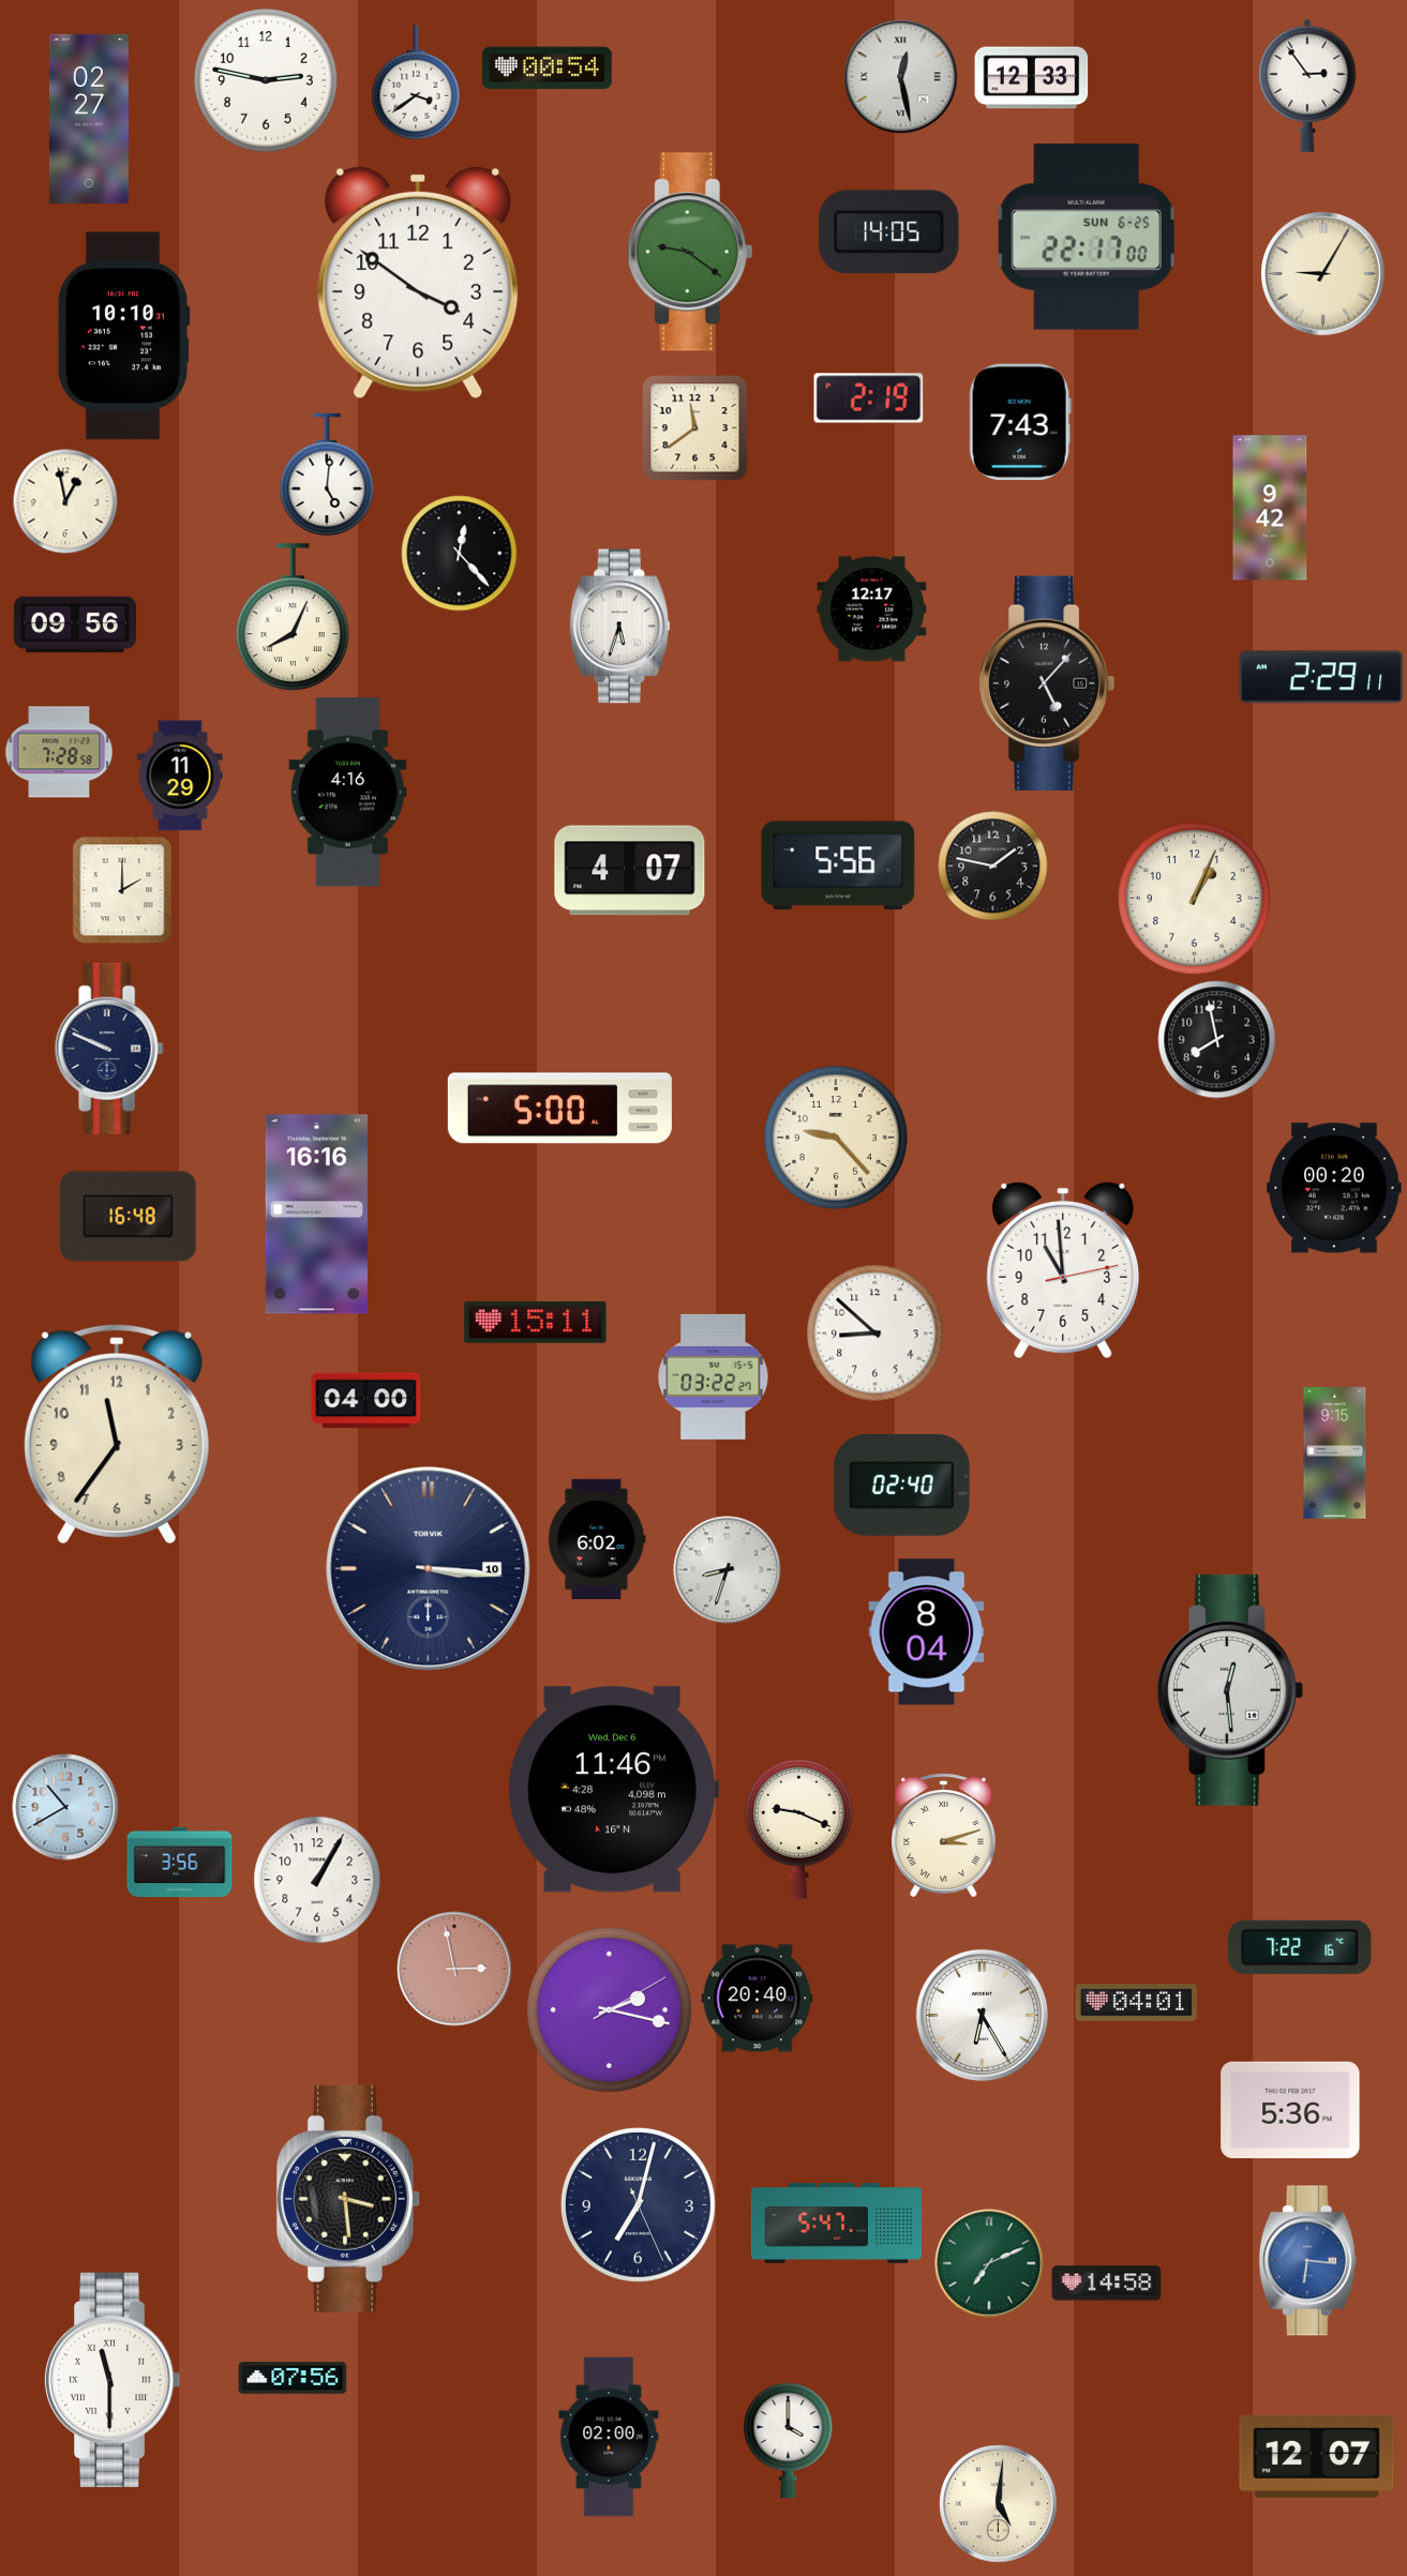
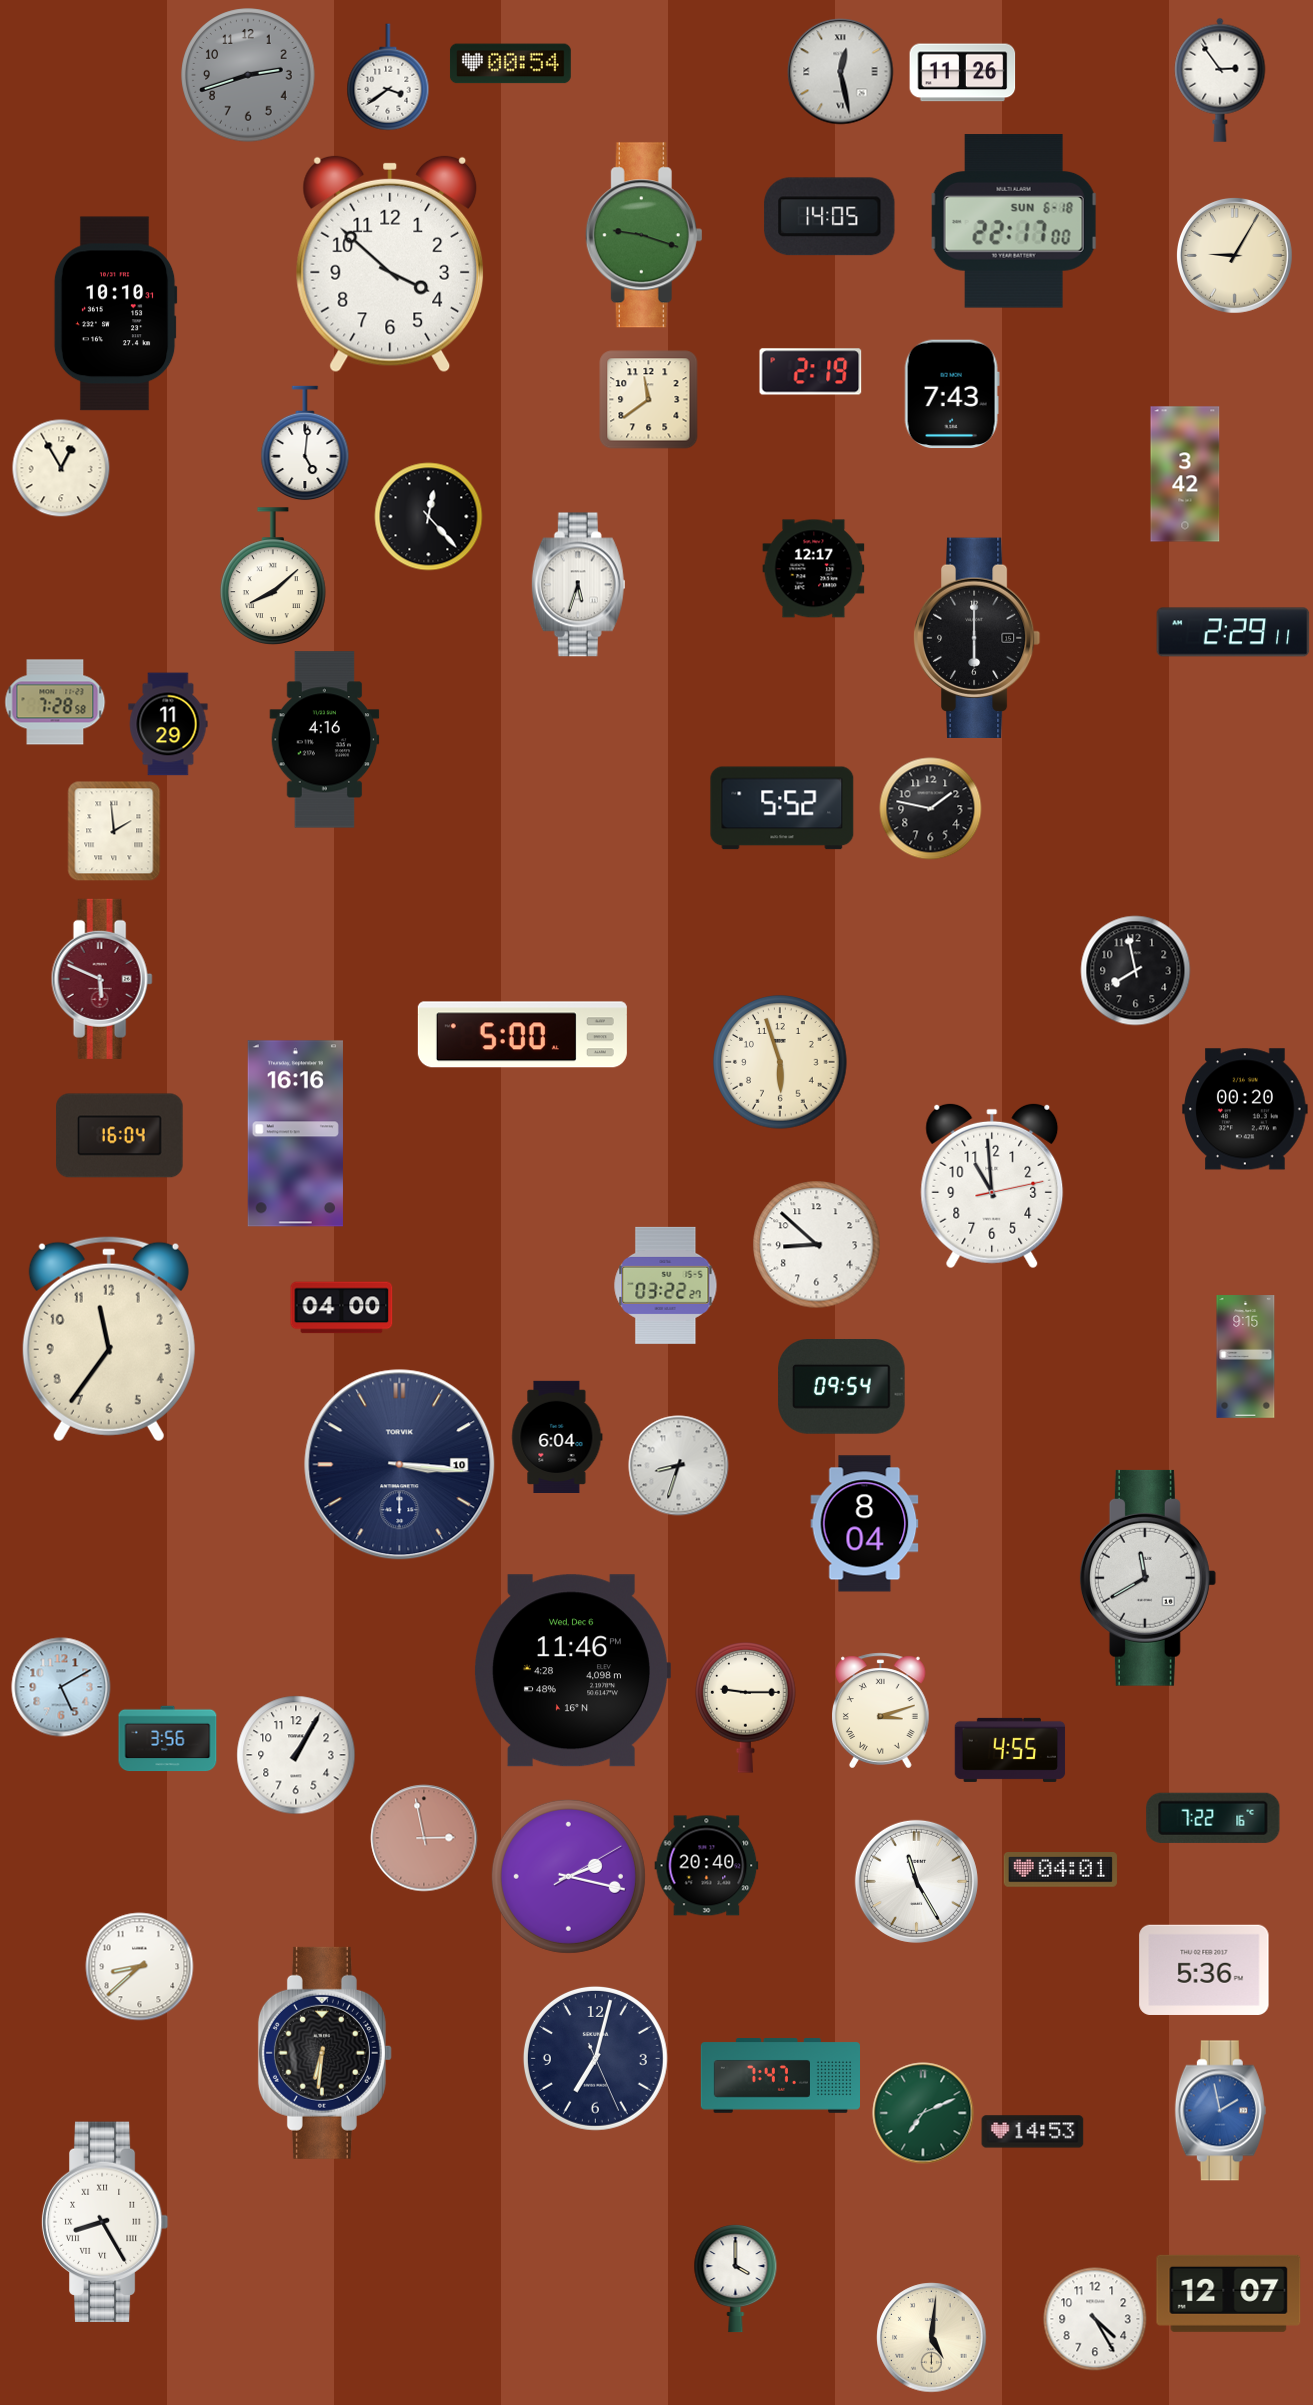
clock at (1032, 78): 12:33 -> 11:26
clock at (266, 80): 2:47 -> 2:42
clock at (266, 80) dial: white -> grey
clock at (89, 118): 02:27 -> none
clock at (1087, 237) date: SUN 6-25 -> SUN 6-18
clock at (690, 252): 9:21 -> 9:18
clock at (418, 283): 3:51 -> 3:52
clock at (65, 501): 12:58 -> 12:55
clock at (1270, 508): 9:42 -> 3:42
clock at (293, 617): 8:04 -> 8:08
clock at (75, 624): 09:56 -> none
clock at (1047, 682): 5:07 -> 6:00
clock at (838, 865): 5:56 -> 5:52
clock at (993, 867) position: (993, 867) -> (931, 809)
clock at (630, 871): 4:07 -> none
clock at (122, 890): 2:00 -> 1:59
clock at (1194, 898): 1:04 -> none
clock at (109, 1049): 9:49 -> 5:49
clock at (109, 1049) dial: navy -> burgundy
clock at (836, 1138): 9:23 -> 5:57
clock at (129, 1217): 16:48 -> 16:04
clock at (536, 1322): 15:11 -> none
clock at (902, 1486): 02:40 -> 09:54
clock at (597, 1538): 6:02 -> 6:04
clock at (1230, 1690): 12:29 -> 11:40
clock at (65, 1807): 10:40 -> 5:10
clock at (799, 1829): 9:19 -> 9:15
clock at (944, 1836) position: (944, 1836) -> (881, 1711)
clock at (1010, 1750): none -> 4:55
clock at (982, 2015): 6:25 -> 11:25
clock at (140, 1967): none -> 8:38
clock at (348, 2199): 3:29 -> 6:31
clock at (836, 2224): 5:47 -> 7:47
clock at (1307, 2261): 6:16 -> 1:58
clock at (1107, 2284): 14:58 -> 14:53
clock at (293, 2378): 07:56 -> none
clock at (113, 2379): 11:30 -> 8:25
clock at (609, 2437): 02:00 -> none
clock at (1095, 2319): none -> 4:25
